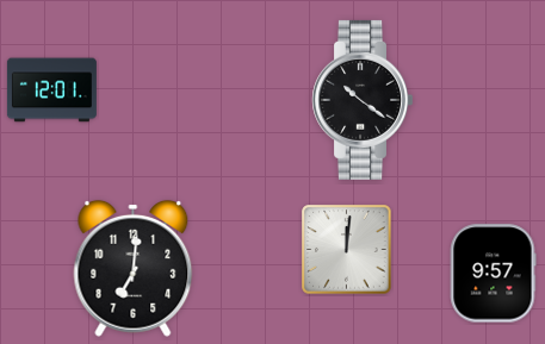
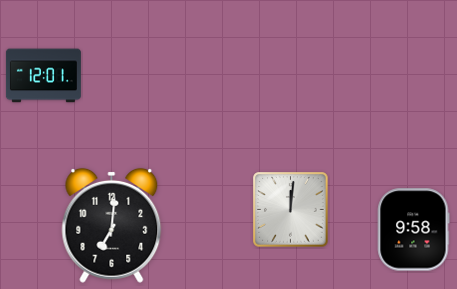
clock at (363, 100): 10:21 -> none
clock at (493, 274): 9:57 -> 9:58
